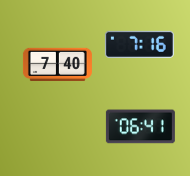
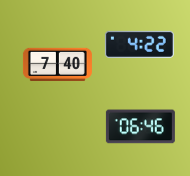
clock at (139, 44): 7:16 -> 4:22
clock at (140, 127): 06:41 -> 06:46
